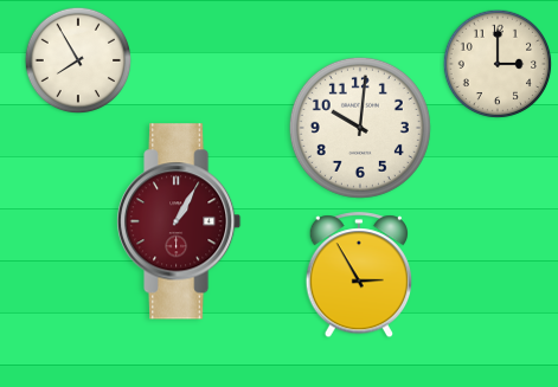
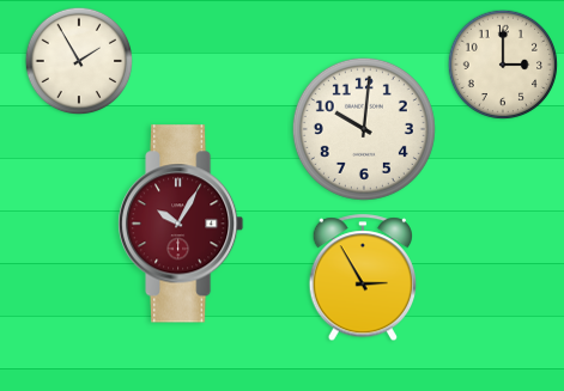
clock at (78, 60): 7:55 -> 1:55
clock at (179, 221): 1:05 -> 10:05
